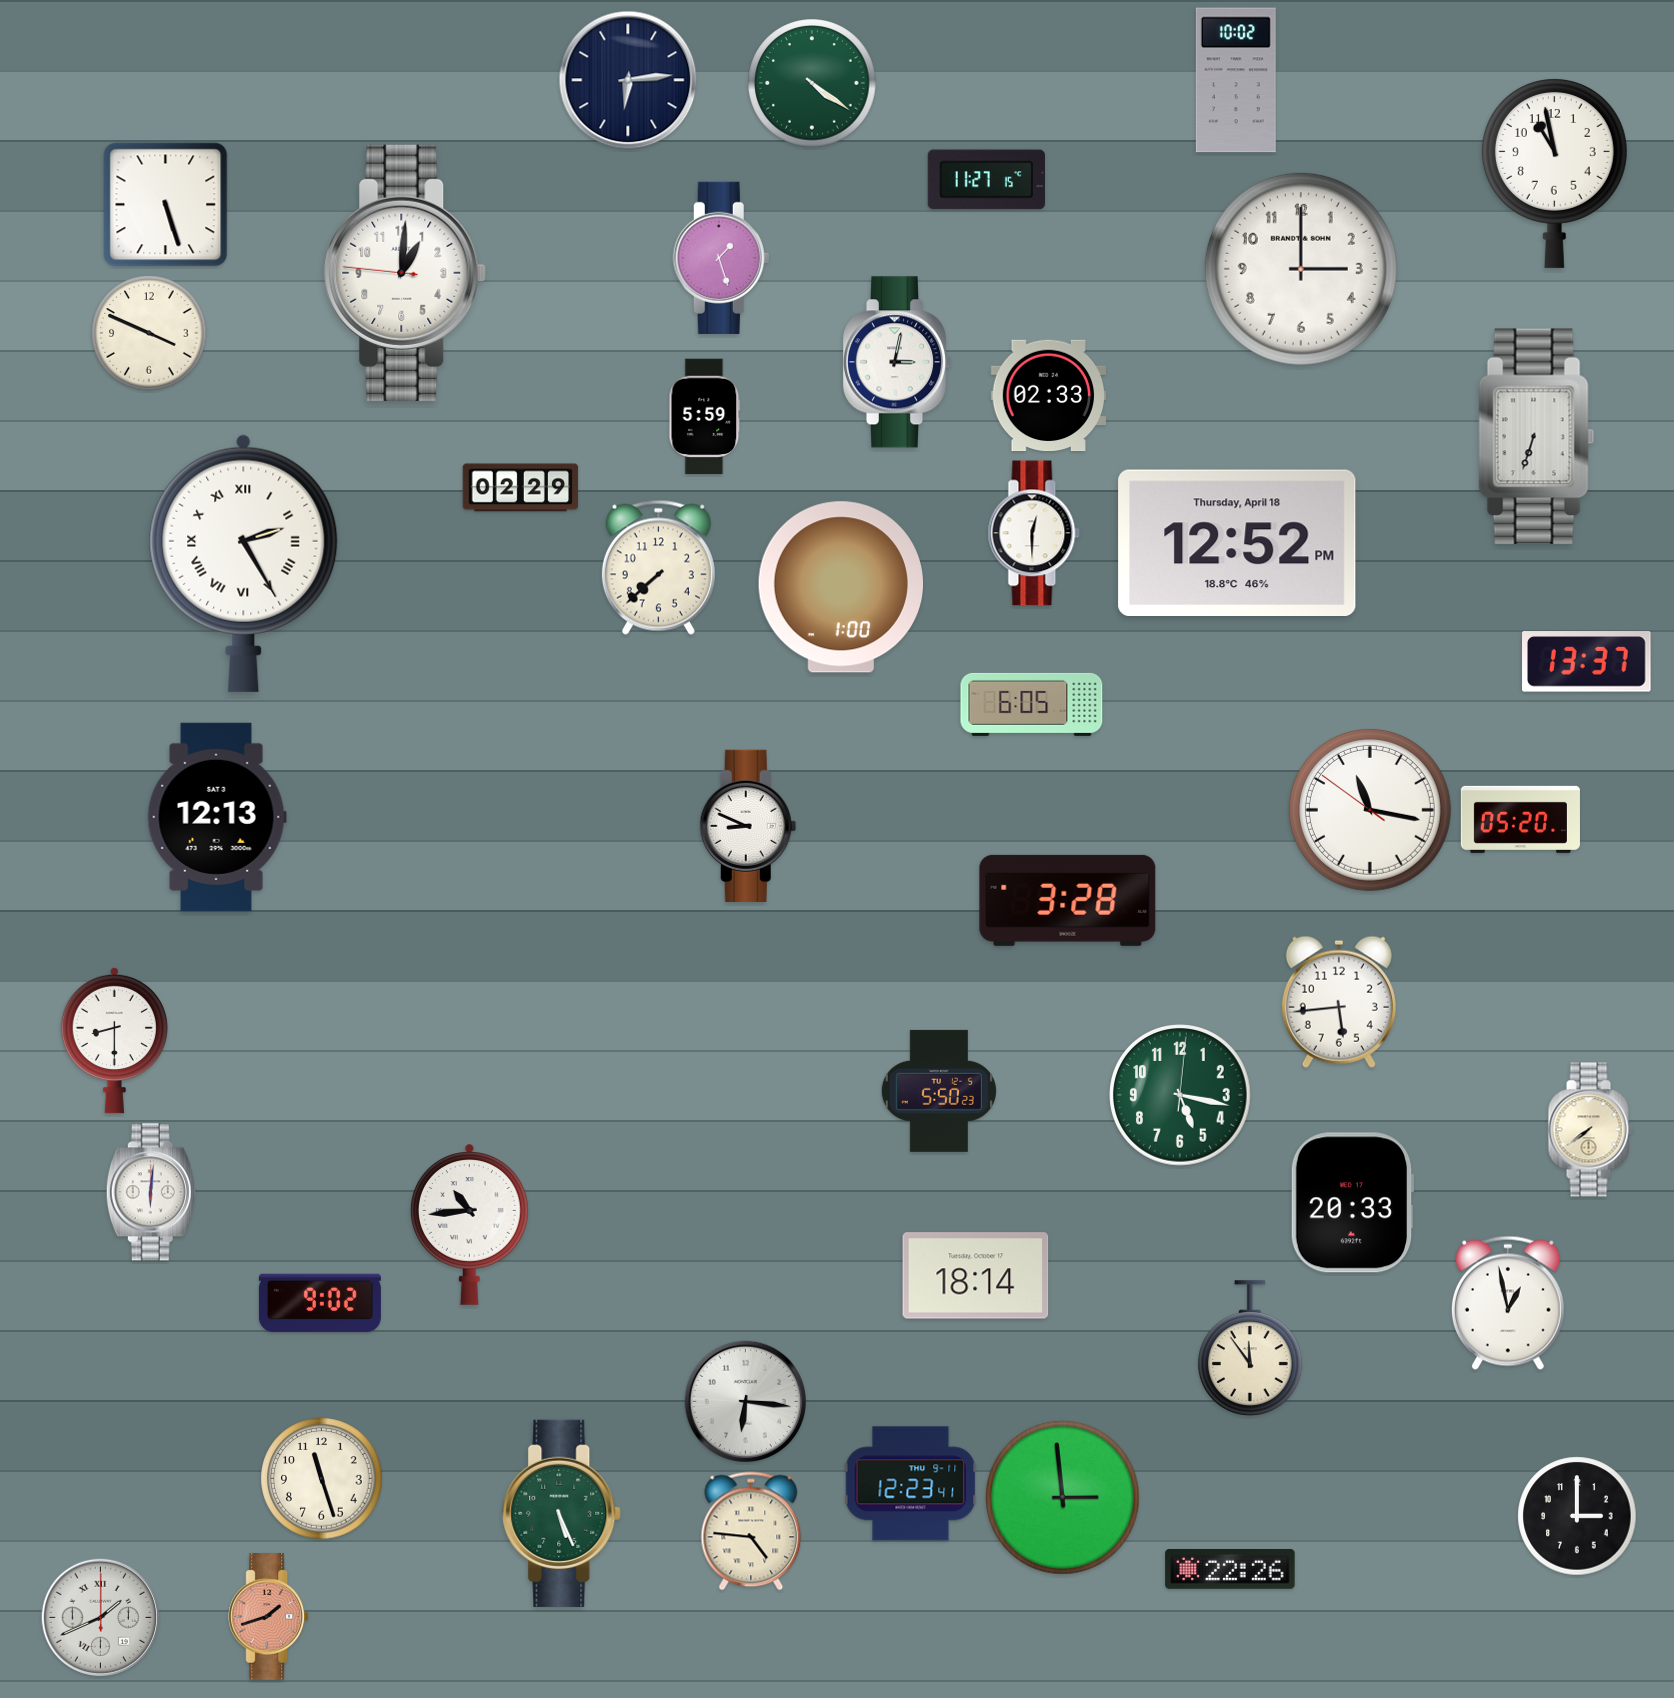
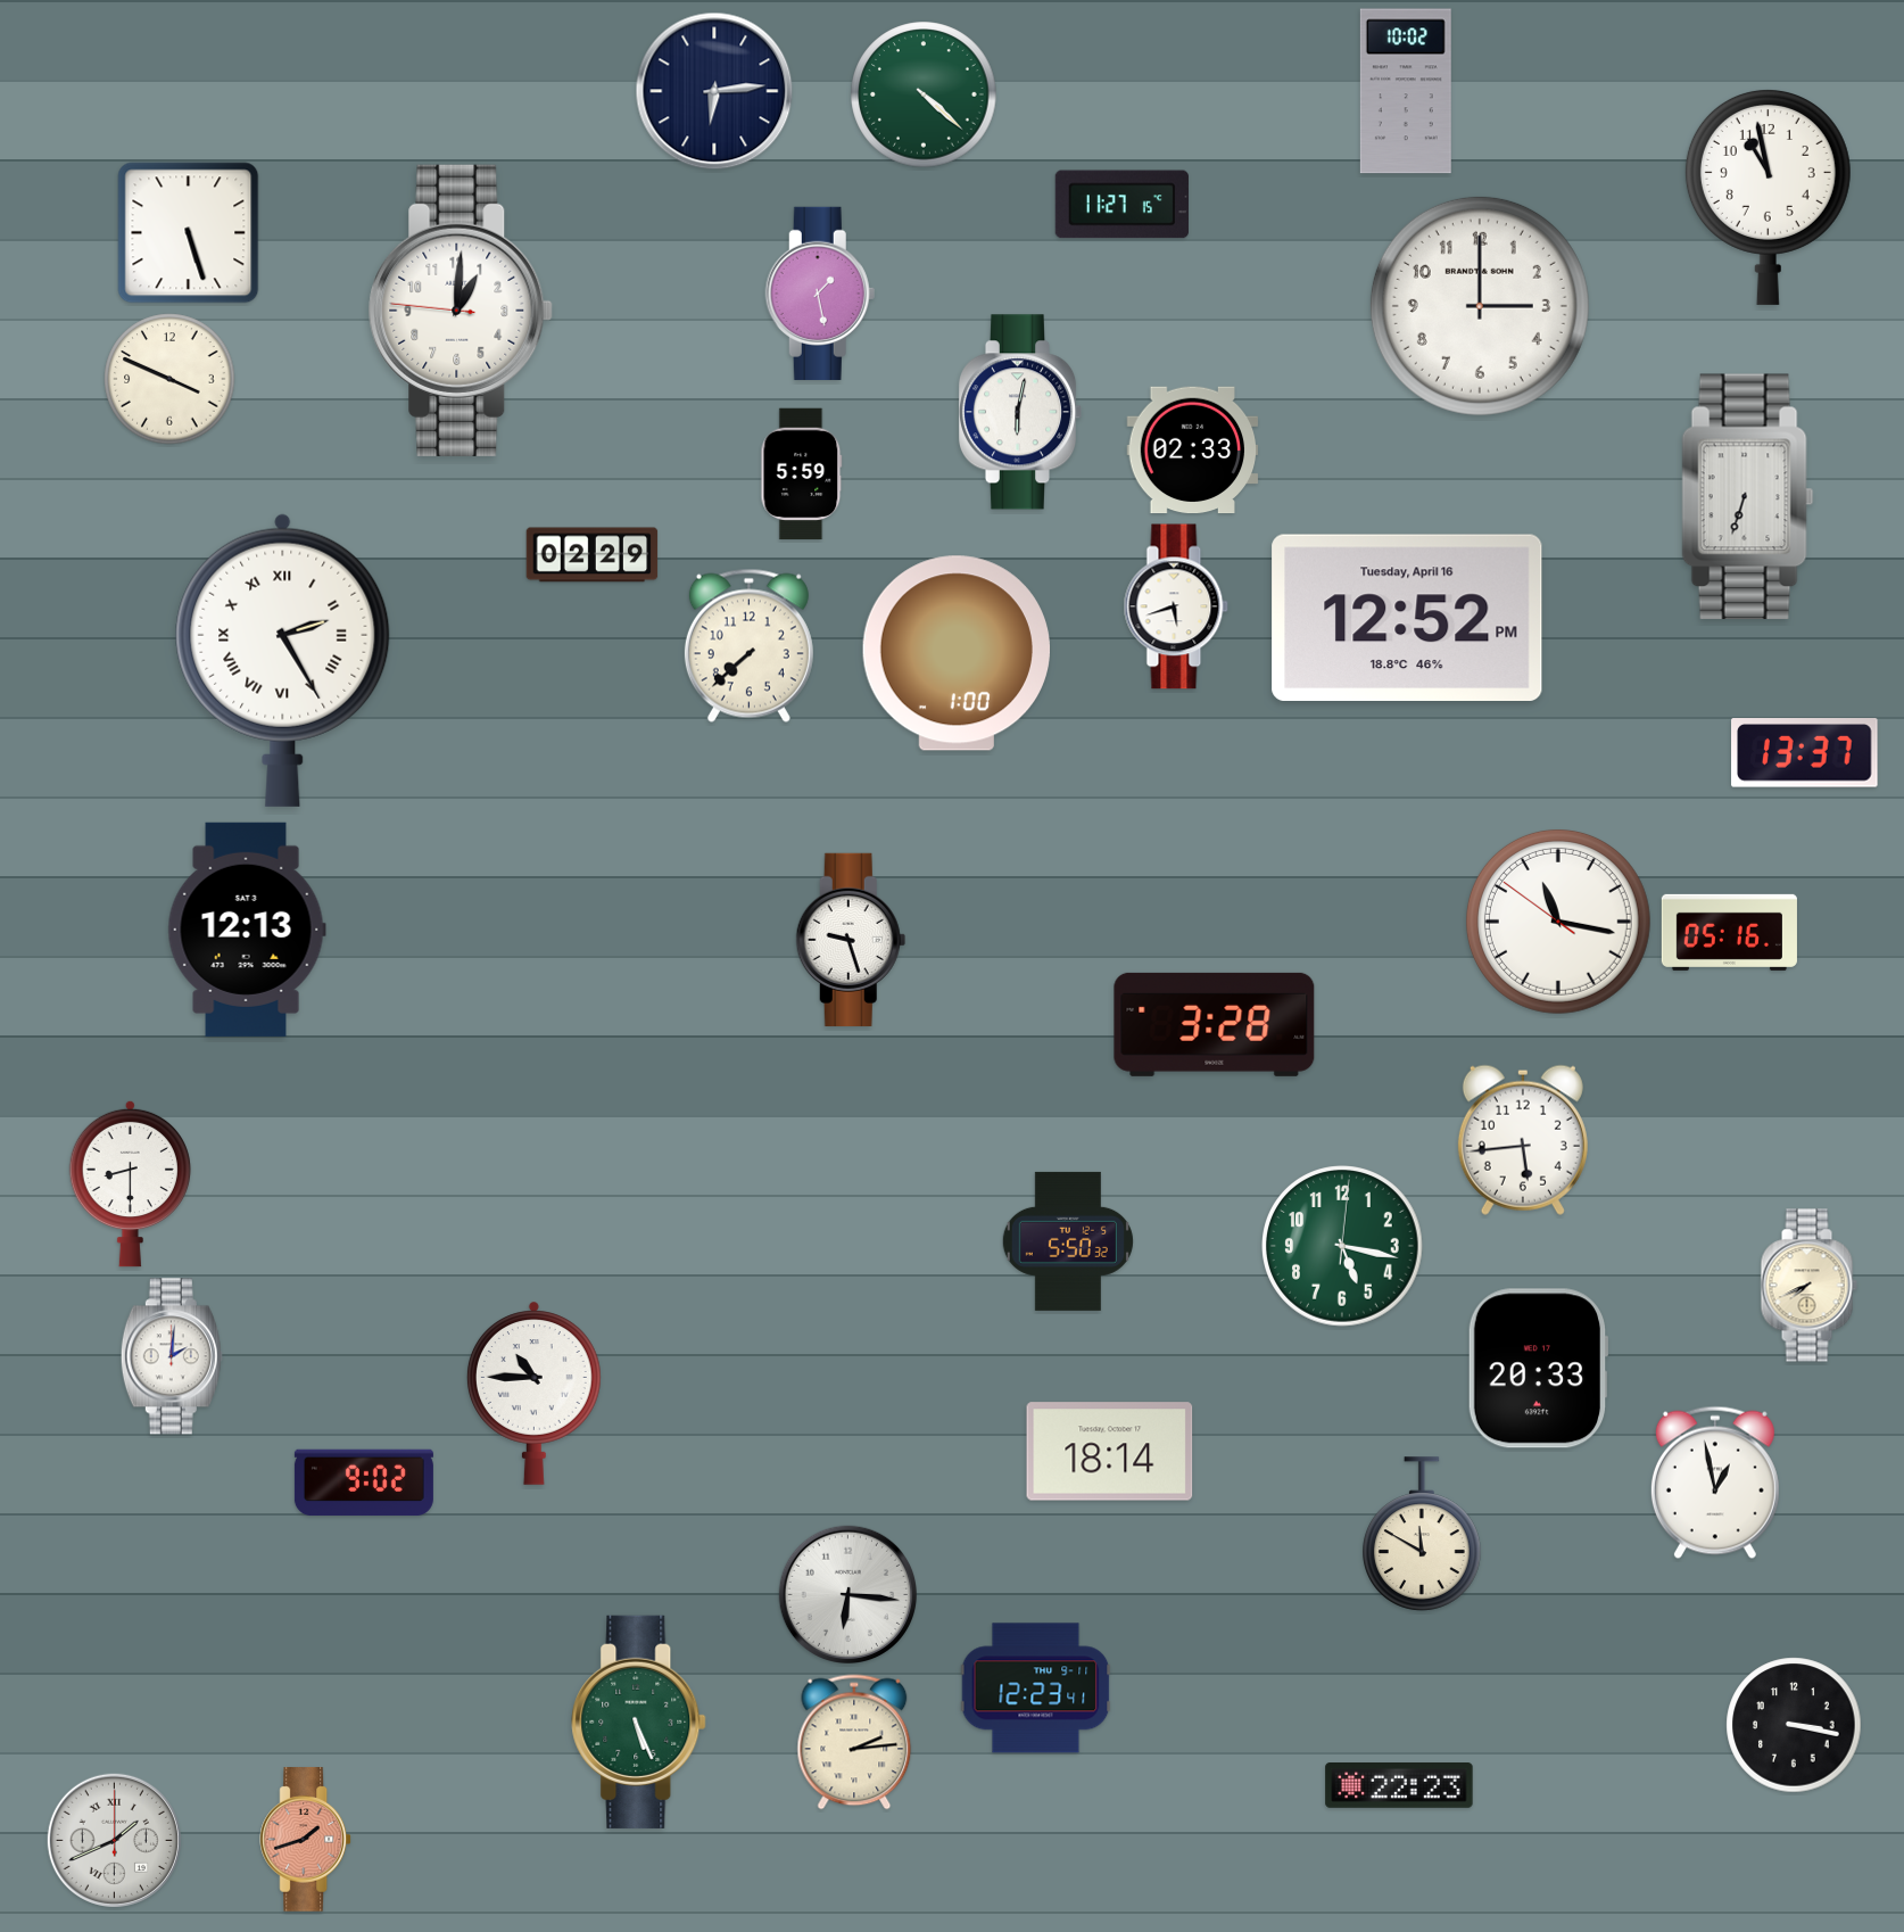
clock at (812, 83): 4:21 -> 4:22
clock at (721, 258): 1:27 -> 1:28
clock at (897, 362): 3:02 -> 6:02
clock at (1034, 533): 12:30 -> 5:42
clock at (1237, 542) date: Thursday, April 18 -> Tuesday, April 16
clock at (244, 563) position: (244, 563) -> (283, 660)
clock at (840, 587) position: (840, 587) -> (955, 653)
clock at (1032, 704): 6:05 -> none
clock at (1520, 819): 05:20 -> 05:16
clock at (748, 826): 8:49 -> 9:27
clock at (939, 1091): 5:50:23 -> 5:50:32
clock at (1590, 1130): 7:39 -> 7:41
clock at (151, 1192): 6:01 -> 2:01
clock at (469, 1224): 10:44 -> 10:45
clock at (1251, 1348): 11:54 -> 11:50
clock at (322, 1479): 11:27 -> none
clock at (1063, 1498): 2:59 -> none
clock at (1577, 1516): 3:00 -> 3:17
clock at (751, 1531): 4:46 -> 2:14
clock at (1230, 1570): 22:26 -> 22:23
